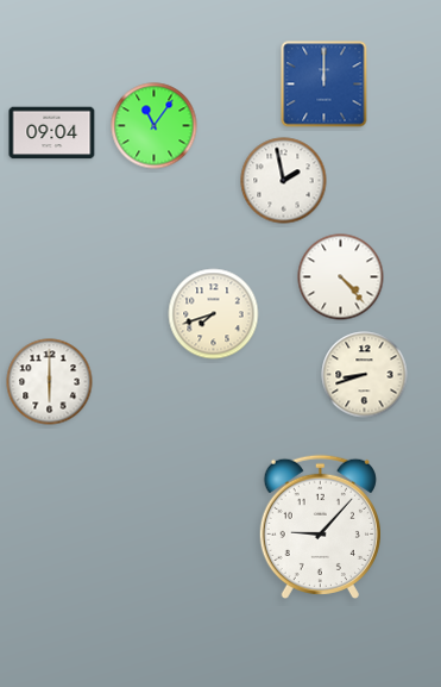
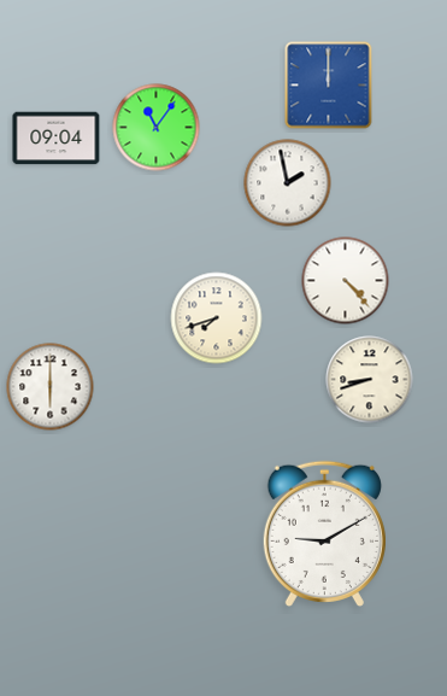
clock at (52, 133) position: (52, 133) -> (57, 139)
clock at (320, 526): 9:07 -> 9:10
